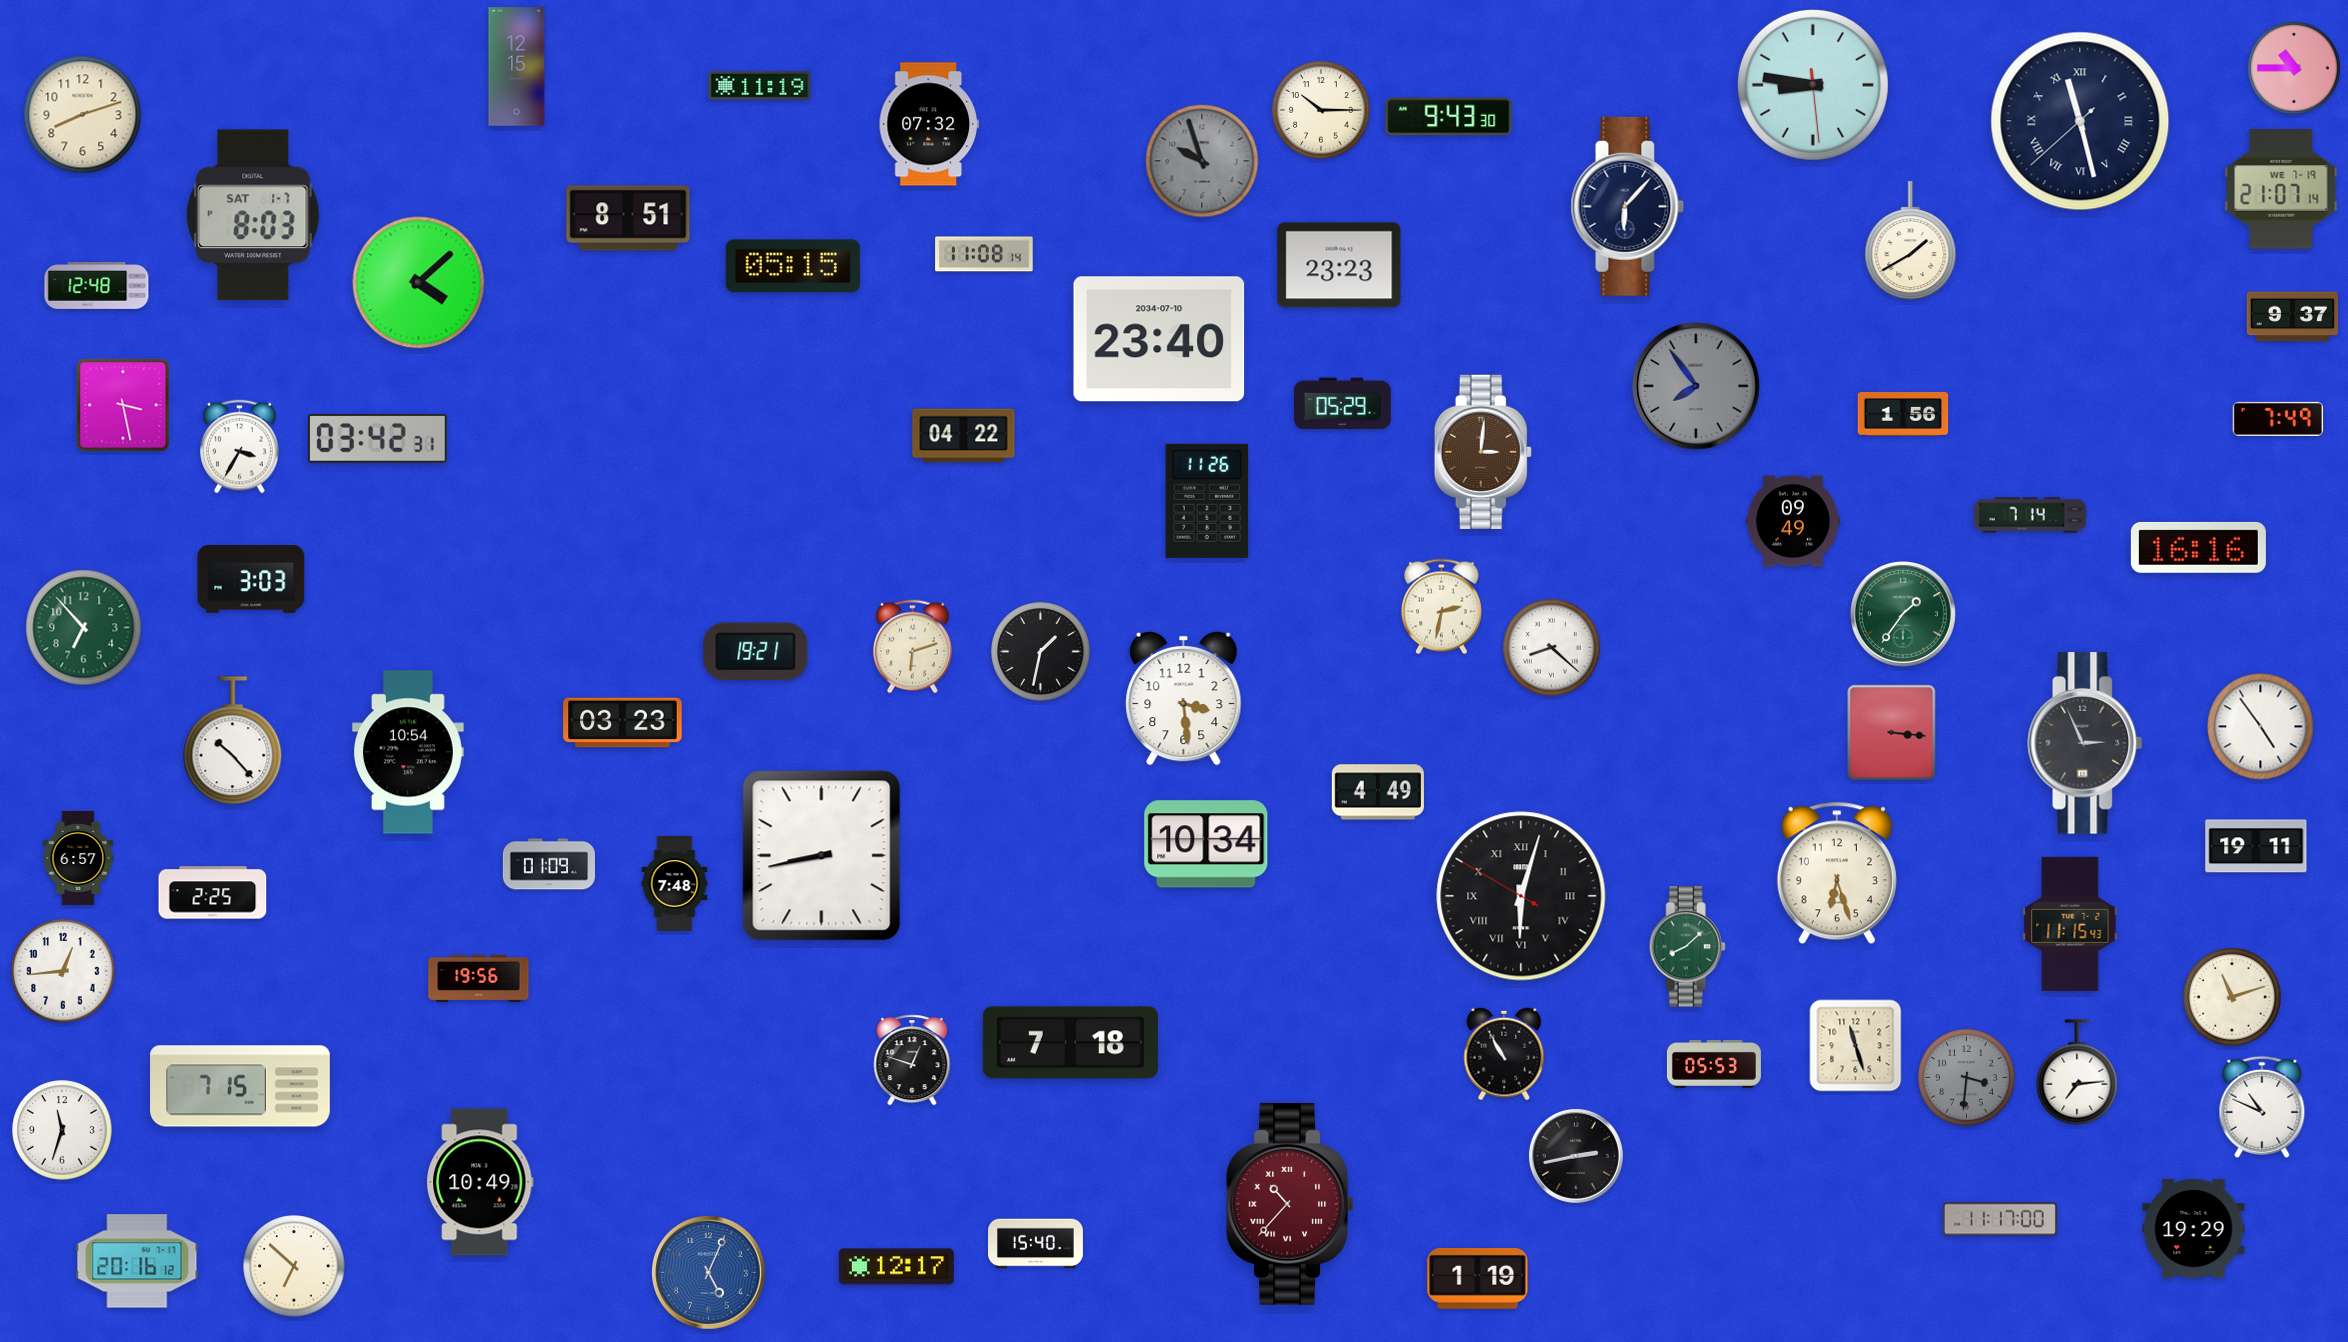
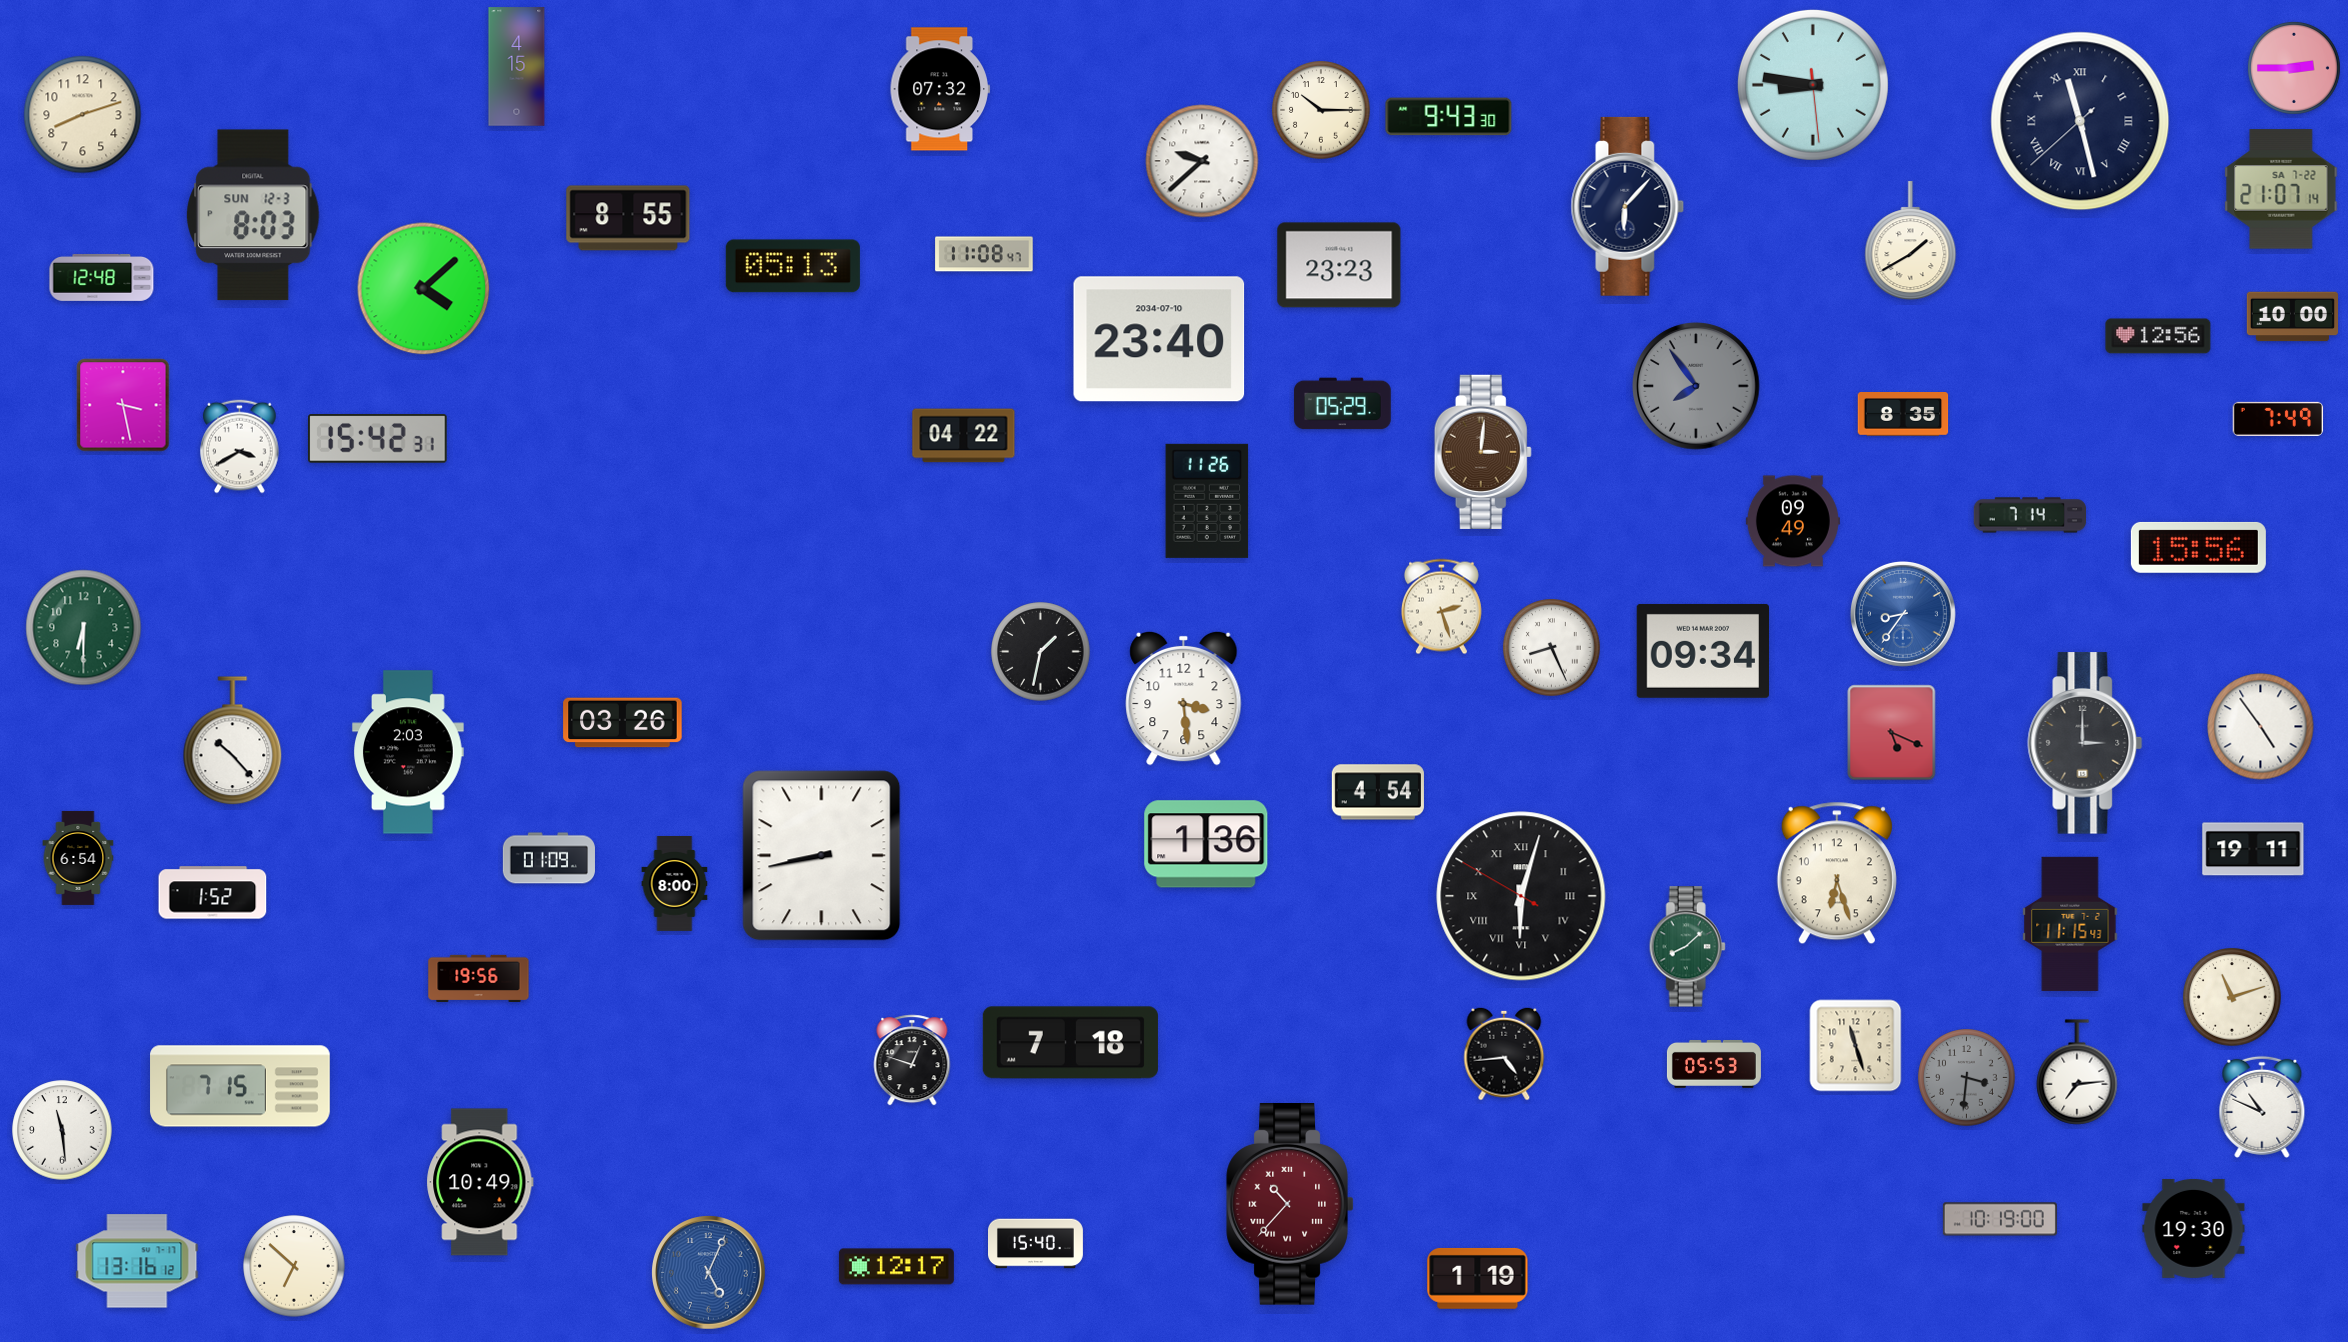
clock at (517, 67): 12:15 -> 4:15
clock at (2294, 68): 10:45 -> 2:45
clock at (760, 85): 11:19 -> none
clock at (929, 124) position: (929, 124) -> (940, 89)
clock at (1202, 161): 9:57 -> 9:38
clock at (1202, 161) dial: grey -> white
clock at (2281, 189) date: WE 7-19 -> SA 7-22
clock at (254, 215) date: SAT 1-7 -> SUN 12-3
clock at (628, 218): 8:51 -> 8:55
clock at (984, 254): 11:08:14 -> 11:08:47
clock at (793, 266): 05:15 -> 05:13
clock at (419, 283) position: (419, 283) -> (424, 289)
clock at (97, 285) position: (97, 285) -> (102, 277)
clock at (2293, 317): 9:37 -> 10:00
clock at (2158, 336): none -> 12:56
clock at (1903, 414): 1:56 -> 8:35
clock at (378, 439): 03:42 -> 15:42
clock at (240, 447): 3:35 -> 3:40
clock at (2198, 547): 16:16 -> 15:56
clock at (251, 580): 3:03 -> none
clock at (1441, 607): 2:32 -> 2:27
clock at (1903, 614): 1:36 -> 8:36
clock at (1903, 614) dial: green -> blue
clock at (84, 628): 6:53 -> 6:30
clock at (913, 647): 6:12 -> none
clock at (1552, 648): 8:22 -> 8:26
clock at (1702, 651): none -> 09:34
clock at (756, 652): 19:21 -> none
clock at (623, 723): 03:23 -> 03:26
clock at (1892, 733): 3:16 -> 5:19
clock at (2085, 743): 2:56 -> 3:00
clock at (409, 752): 10:54 -> 2:03
clock at (1378, 792): 4:49 -> 4:54
clock at (1206, 844): 10:34 -> 1:36
clock at (2256, 846) position: (2256, 846) -> (2253, 849)
clock at (78, 858): 6:57 -> 6:54
clock at (549, 864) position: (549, 864) -> (549, 858)
clock at (675, 884): 7:48 -> 8:00
clock at (213, 893): 2:25 -> 1:52
clock at (63, 971): 12:44 -> none
clock at (1504, 1054): 10:55 -> 4:44
clock at (62, 1130): 11:33 -> 11:29
clock at (1576, 1156): 2:43 -> none
clock at (2000, 1219): 11:17 -> 10:19
clock at (2194, 1228): 19:29 -> 19:30
clock at (137, 1261): 20:16 -> 13:16
